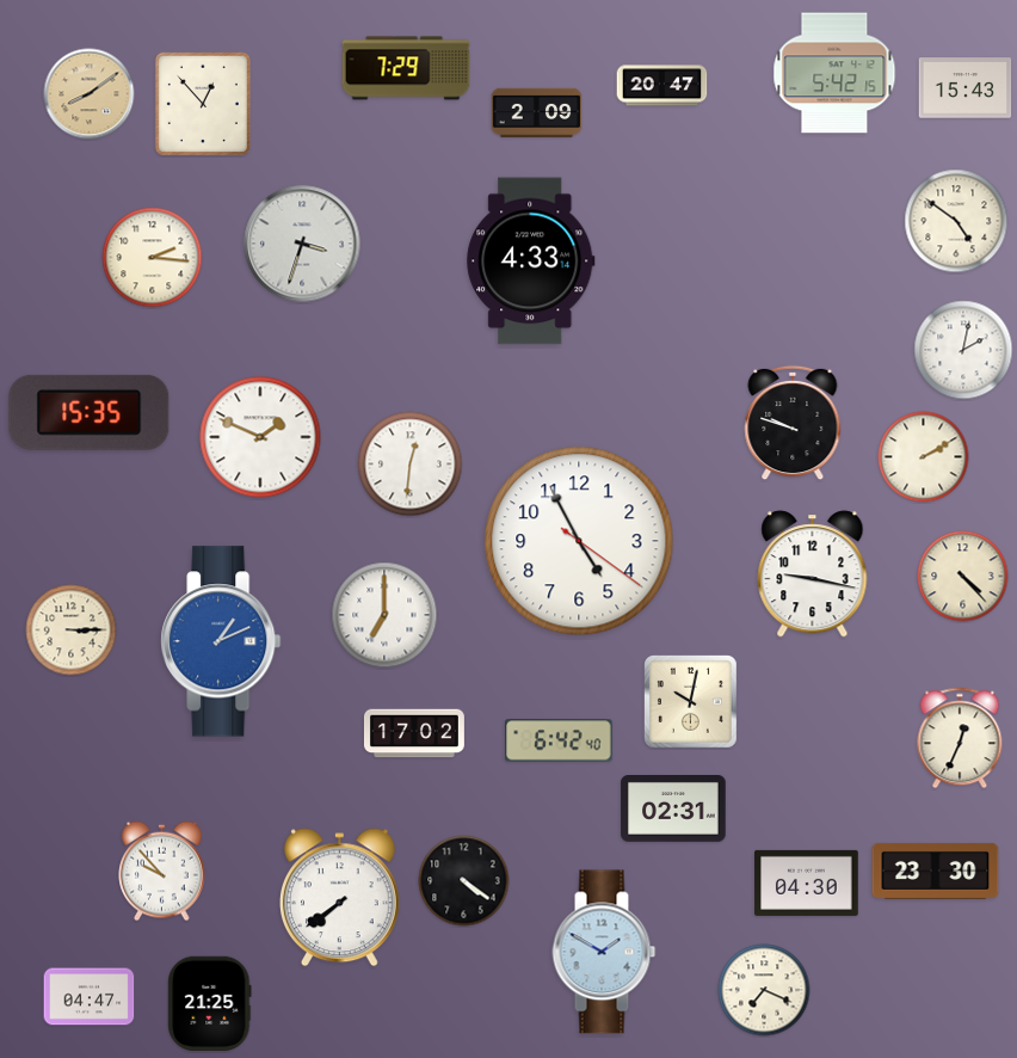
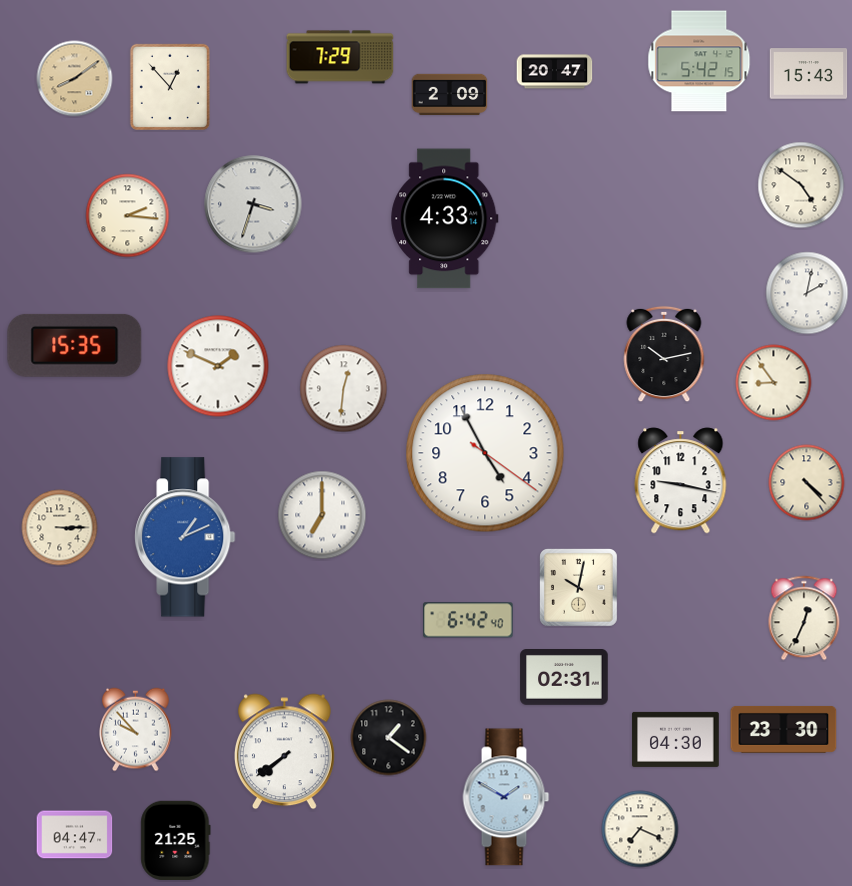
clock at (793, 423): 9:48 -> 10:13
clock at (924, 457): 2:10 -> 8:54
clock at (414, 733): 17:02 -> none
clock at (464, 881): 4:21 -> 1:21
